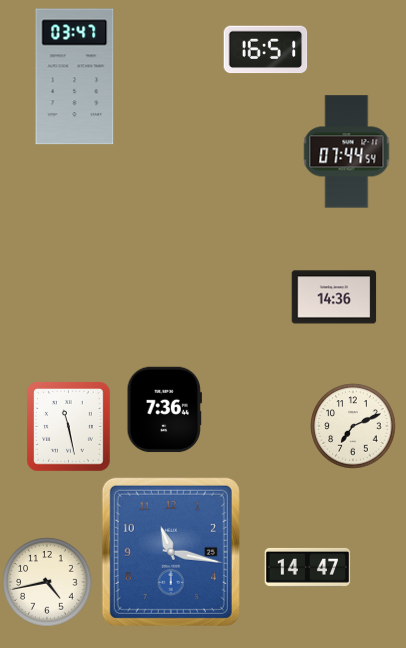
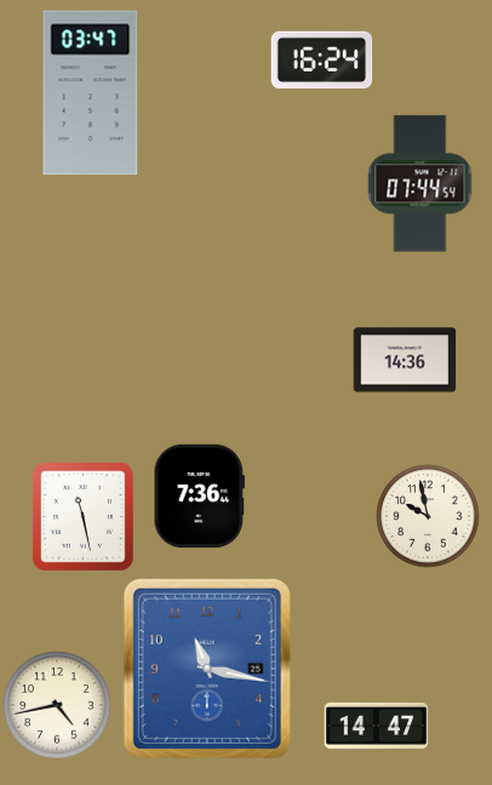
clock at (265, 50): 16:51 -> 16:24
clock at (353, 426): 7:11 -> 9:58
clock at (307, 567) position: (307, 567) -> (376, 726)
